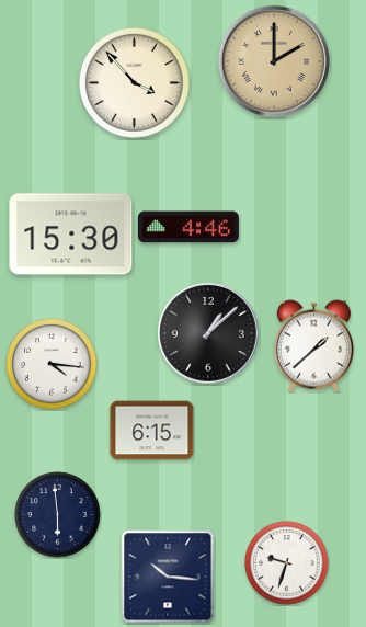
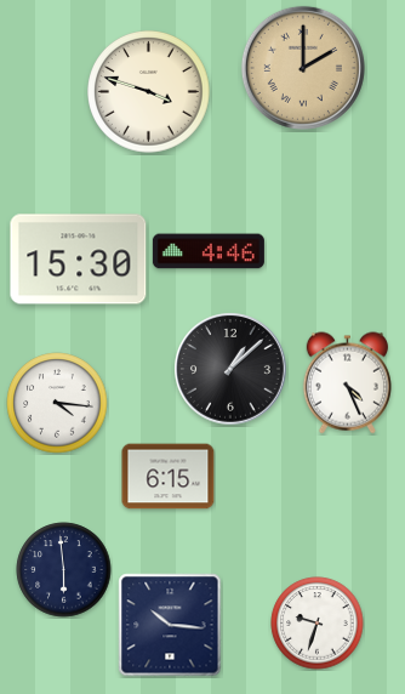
clock at (135, 83): 3:53 -> 3:48
clock at (313, 346): 1:38 -> 4:26
clock at (168, 577) position: (168, 577) -> (170, 625)
